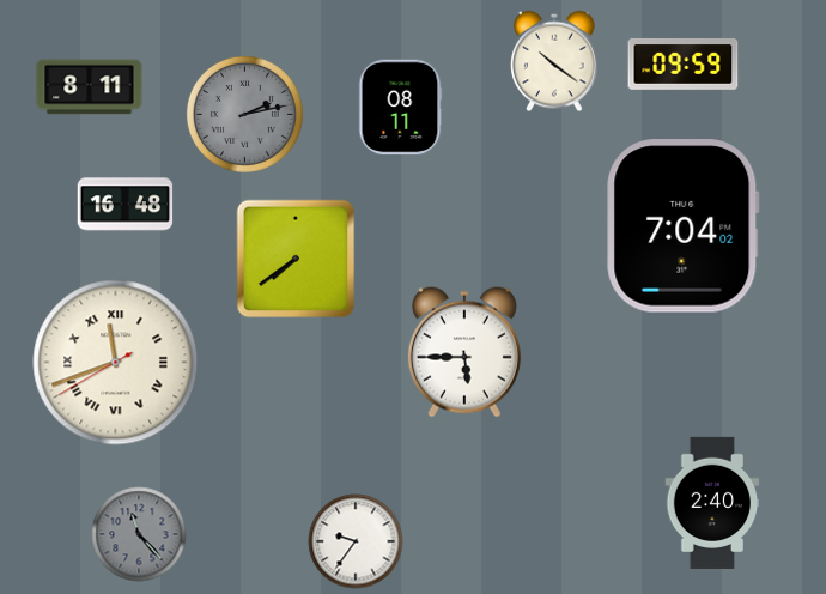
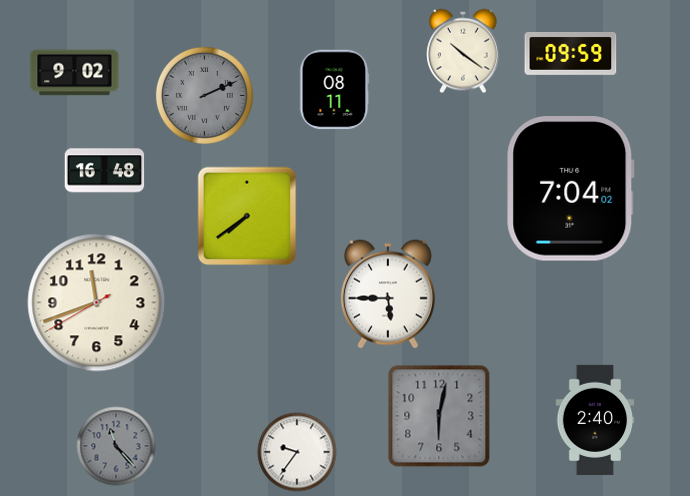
clock at (90, 87): 8:11 -> 9:02
clock at (244, 114): 2:13 -> 2:11
clock at (116, 363) numerals: Roman -> Arabic
clock at (439, 416): none -> 6:02
